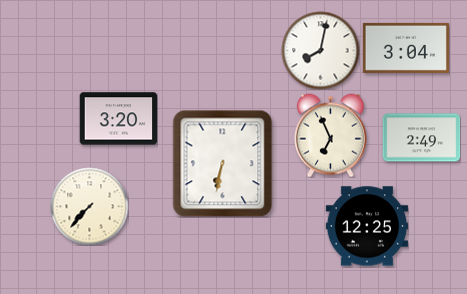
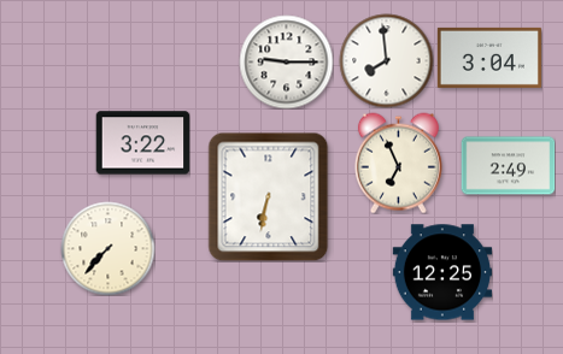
clock at (320, 50): 8:02 -> 7:59
clock at (286, 61): none -> 9:15
clock at (118, 119): 3:20 -> 3:22
